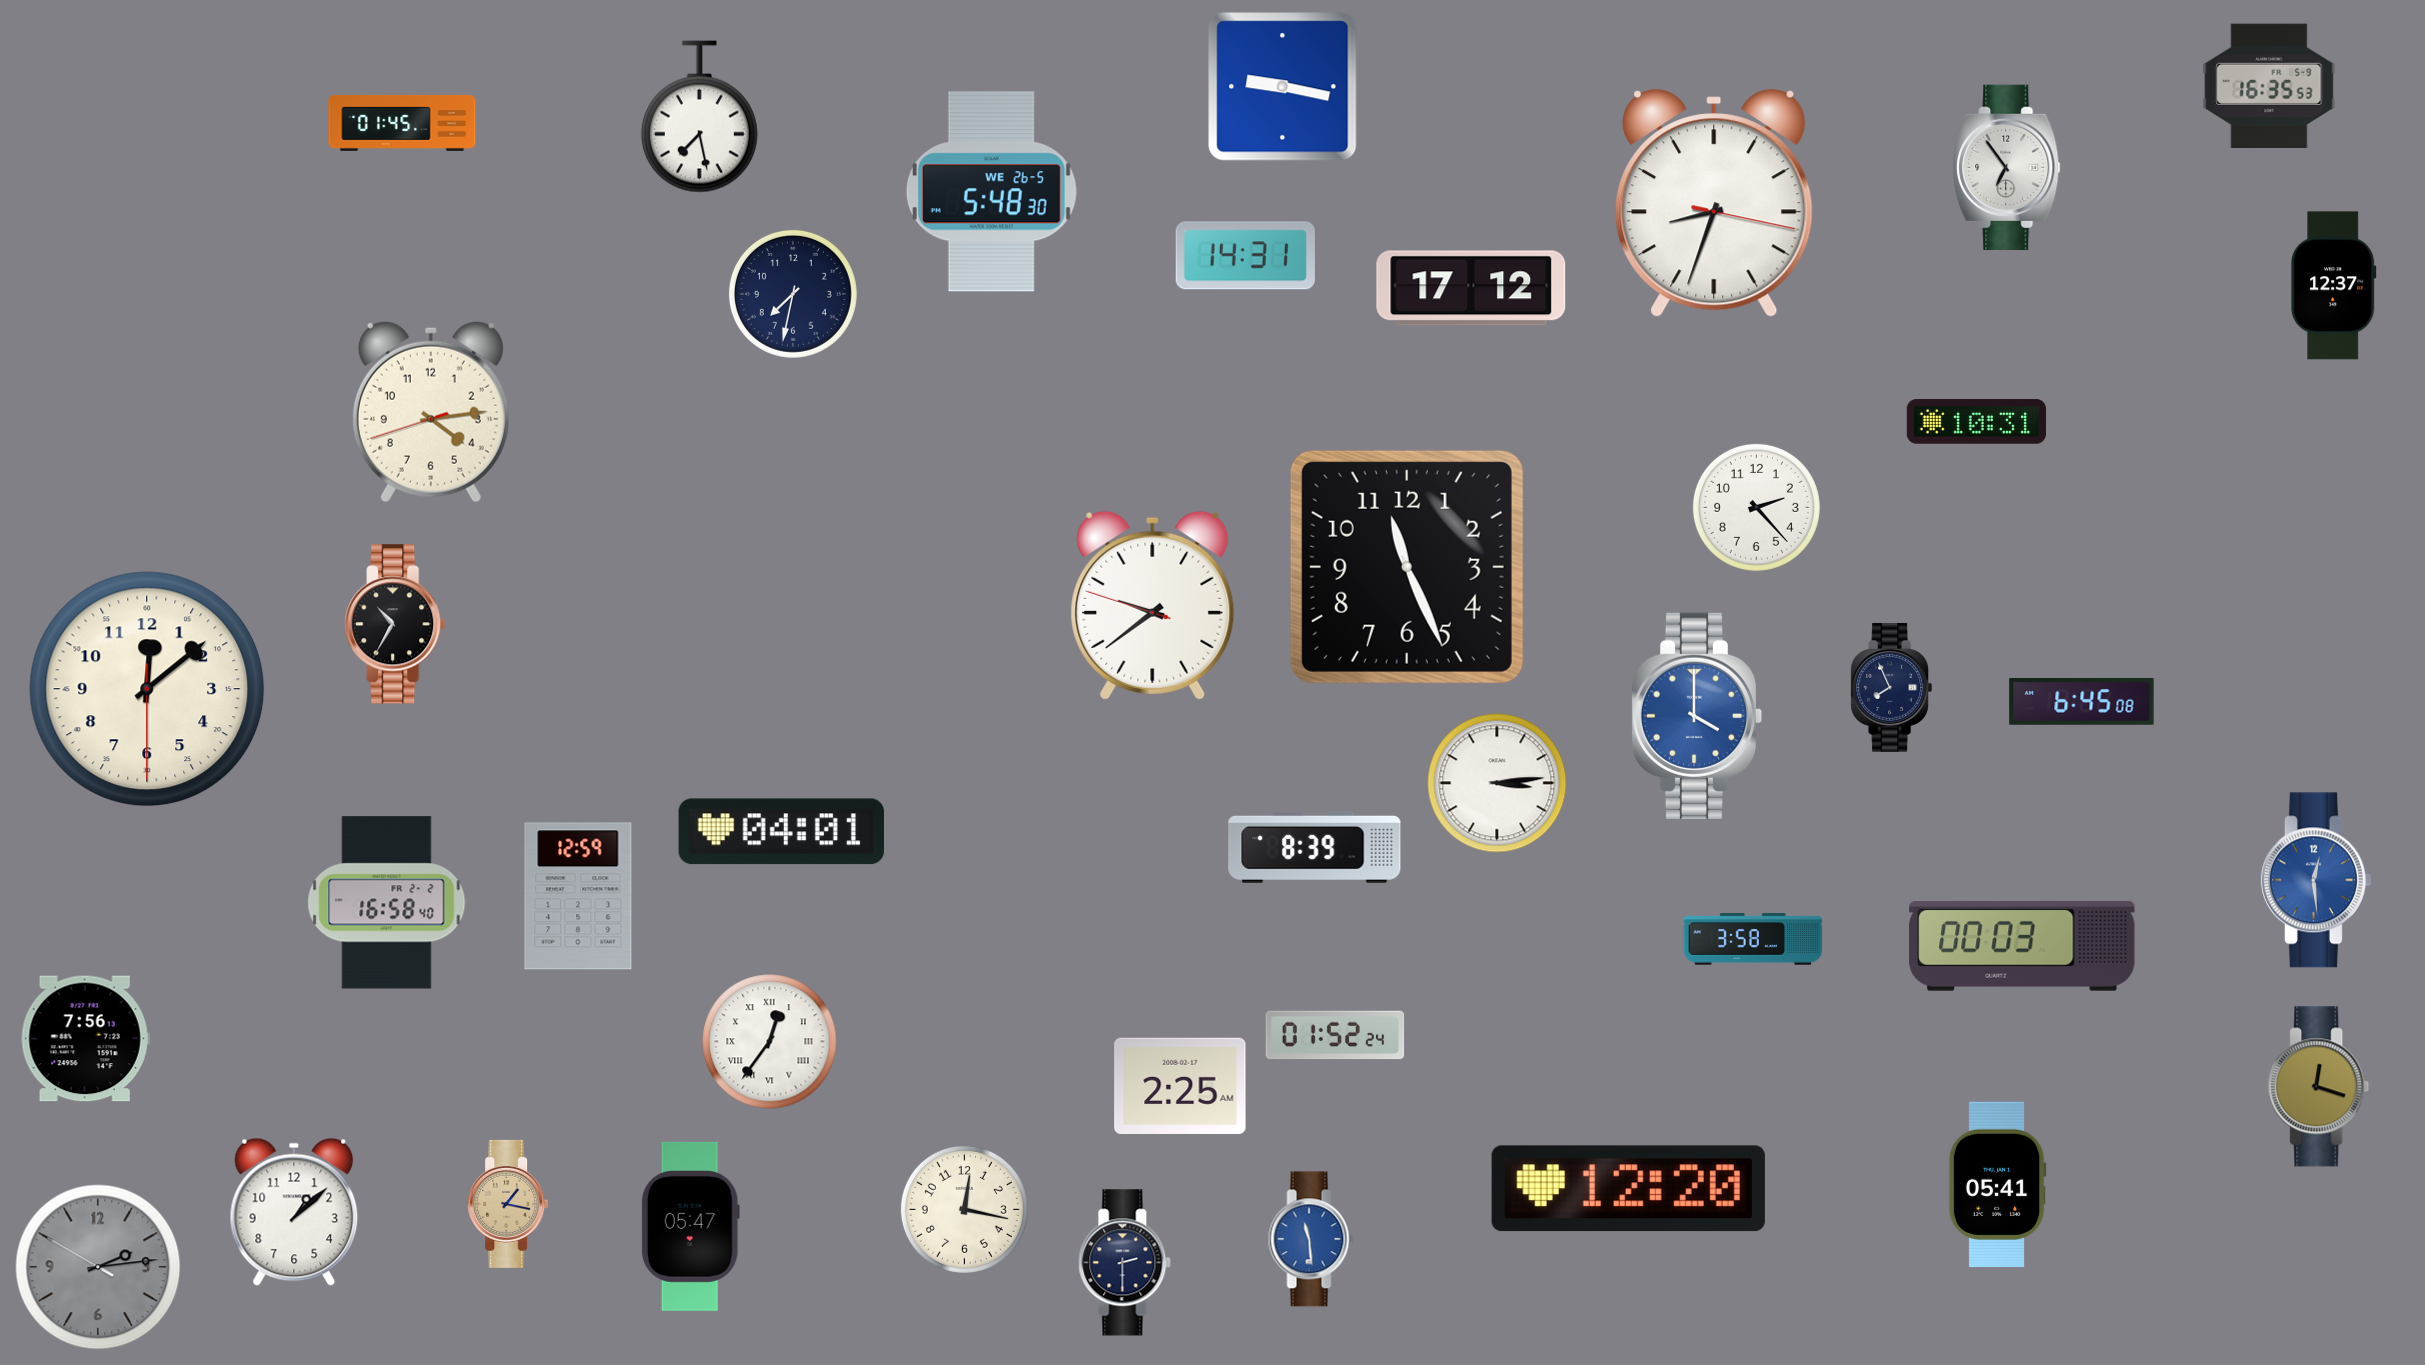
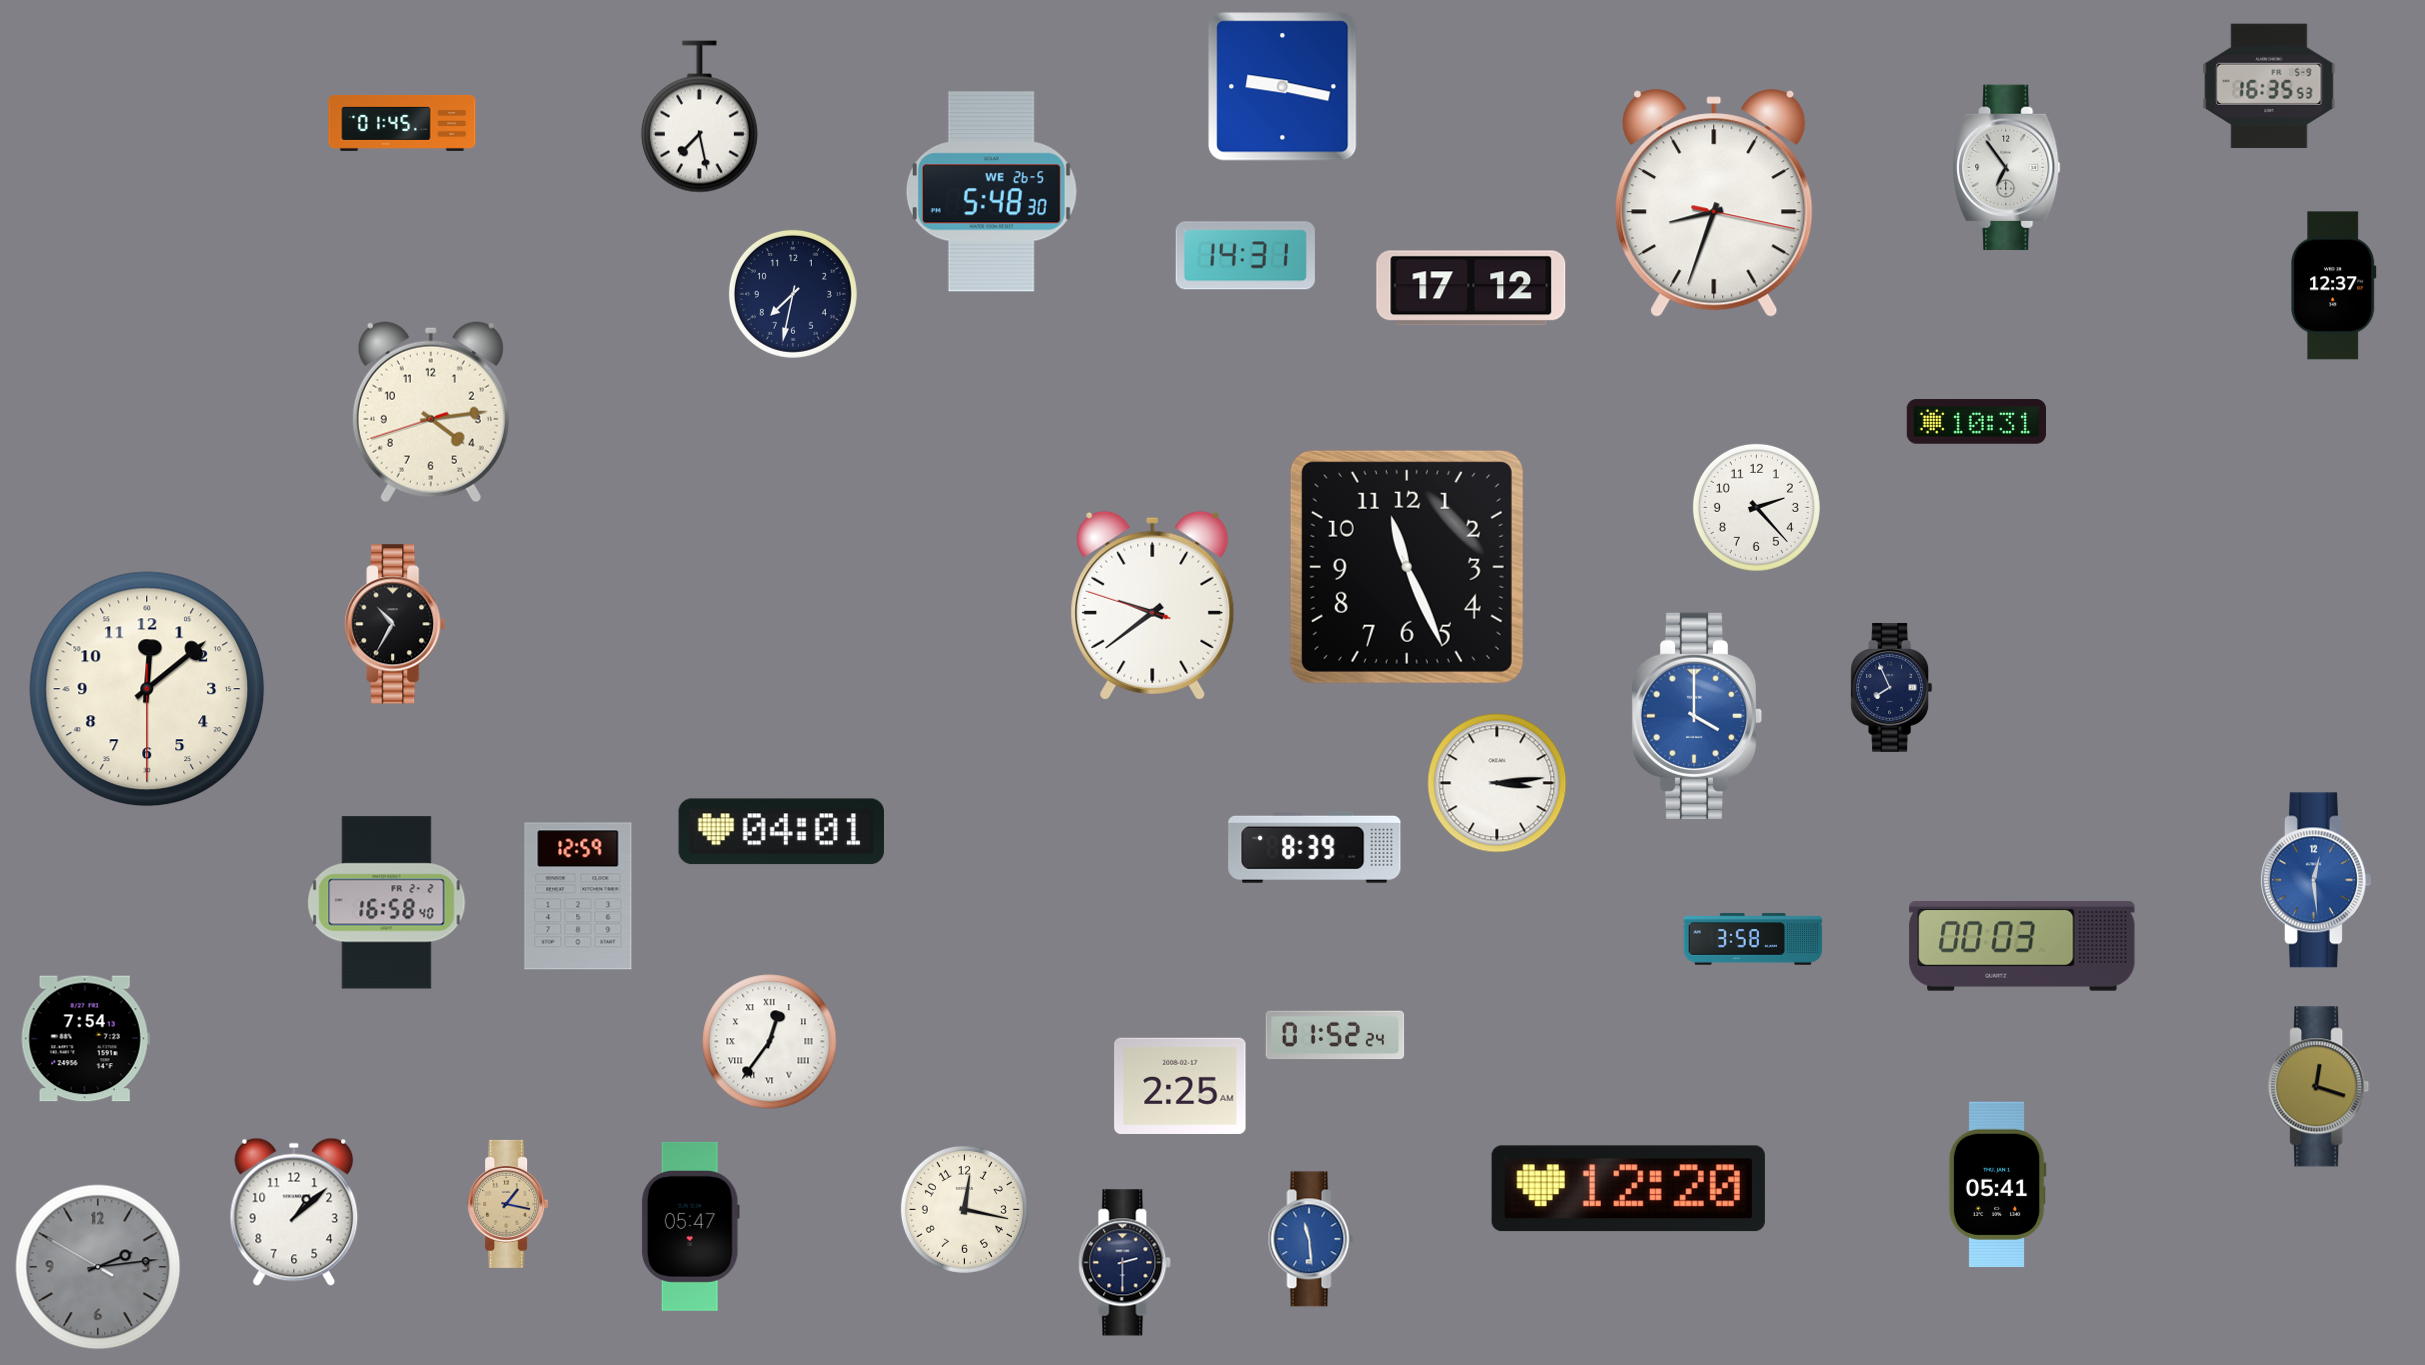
clock at (2082, 702): 6:45 -> none
clock at (85, 1039): 7:56 -> 7:54
